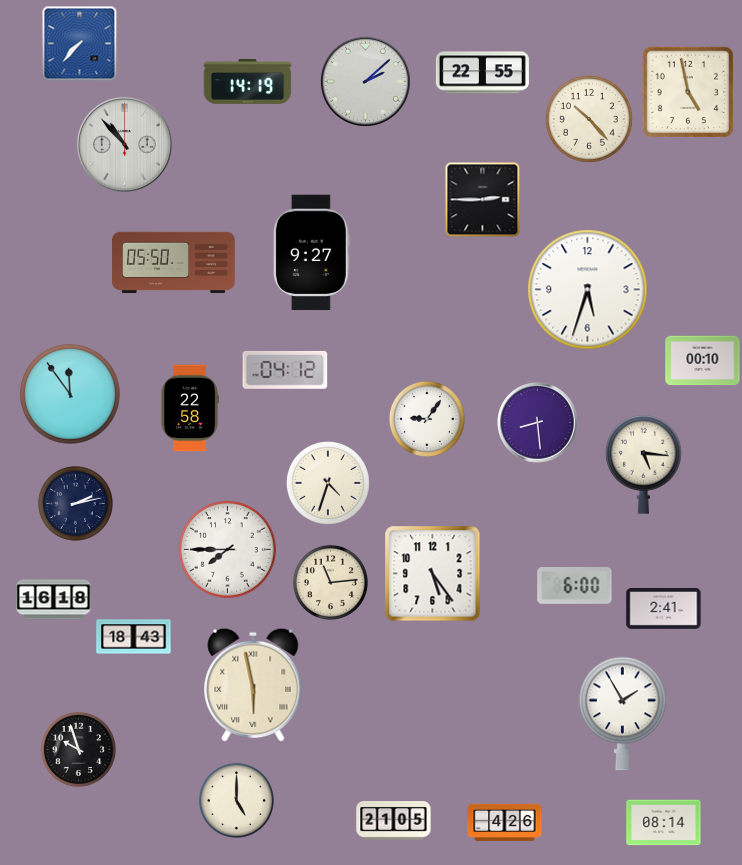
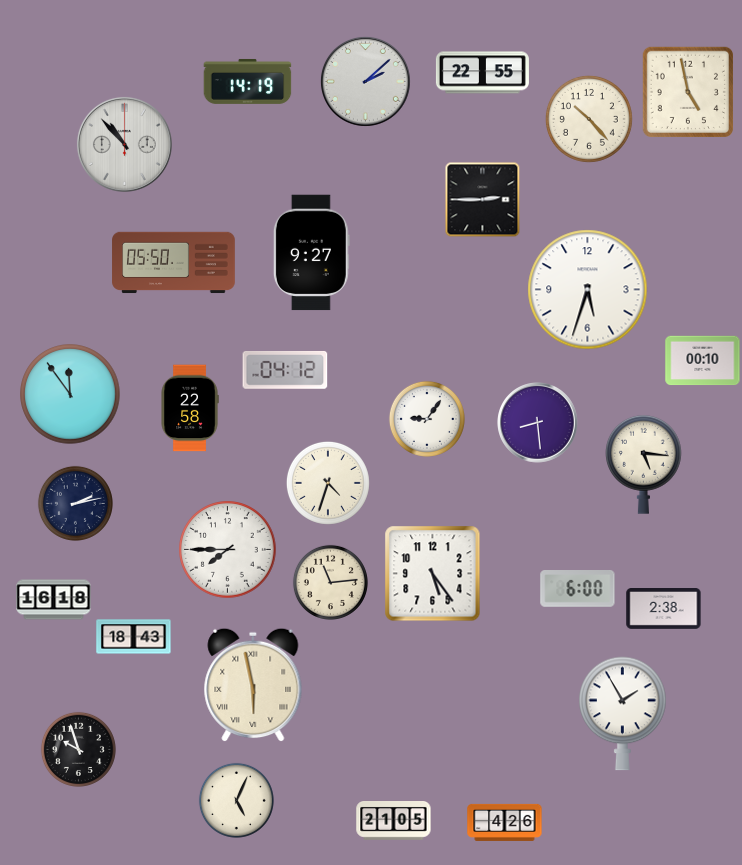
clock at (80, 44): 7:37 -> none
clock at (575, 586) position: (575, 586) -> (578, 589)
clock at (664, 609): 2:41 -> 2:38
clock at (236, 800): 5:00 -> 5:04
clock at (664, 823): 08:14 -> none
